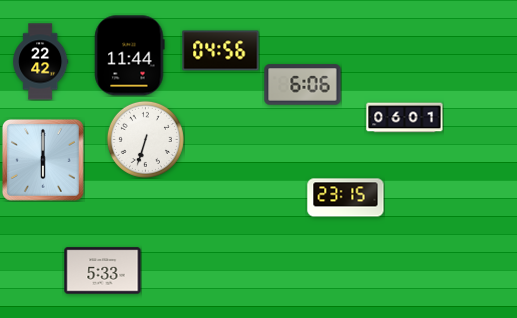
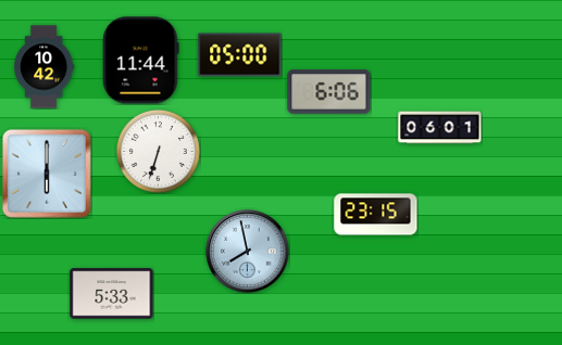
clock at (221, 51): 04:56 -> 05:00
clock at (41, 62): 22:42 -> 10:42
clock at (248, 252): none -> 7:58
